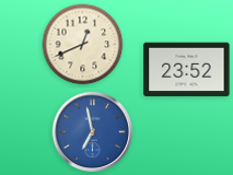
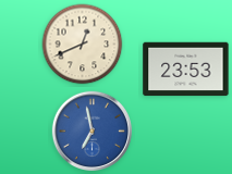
clock at (187, 70): 23:52 -> 23:53
